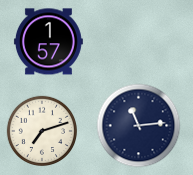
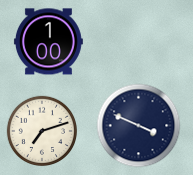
clock at (48, 42): 1:57 -> 1:00
clock at (139, 126): 11:14 -> 3:49
